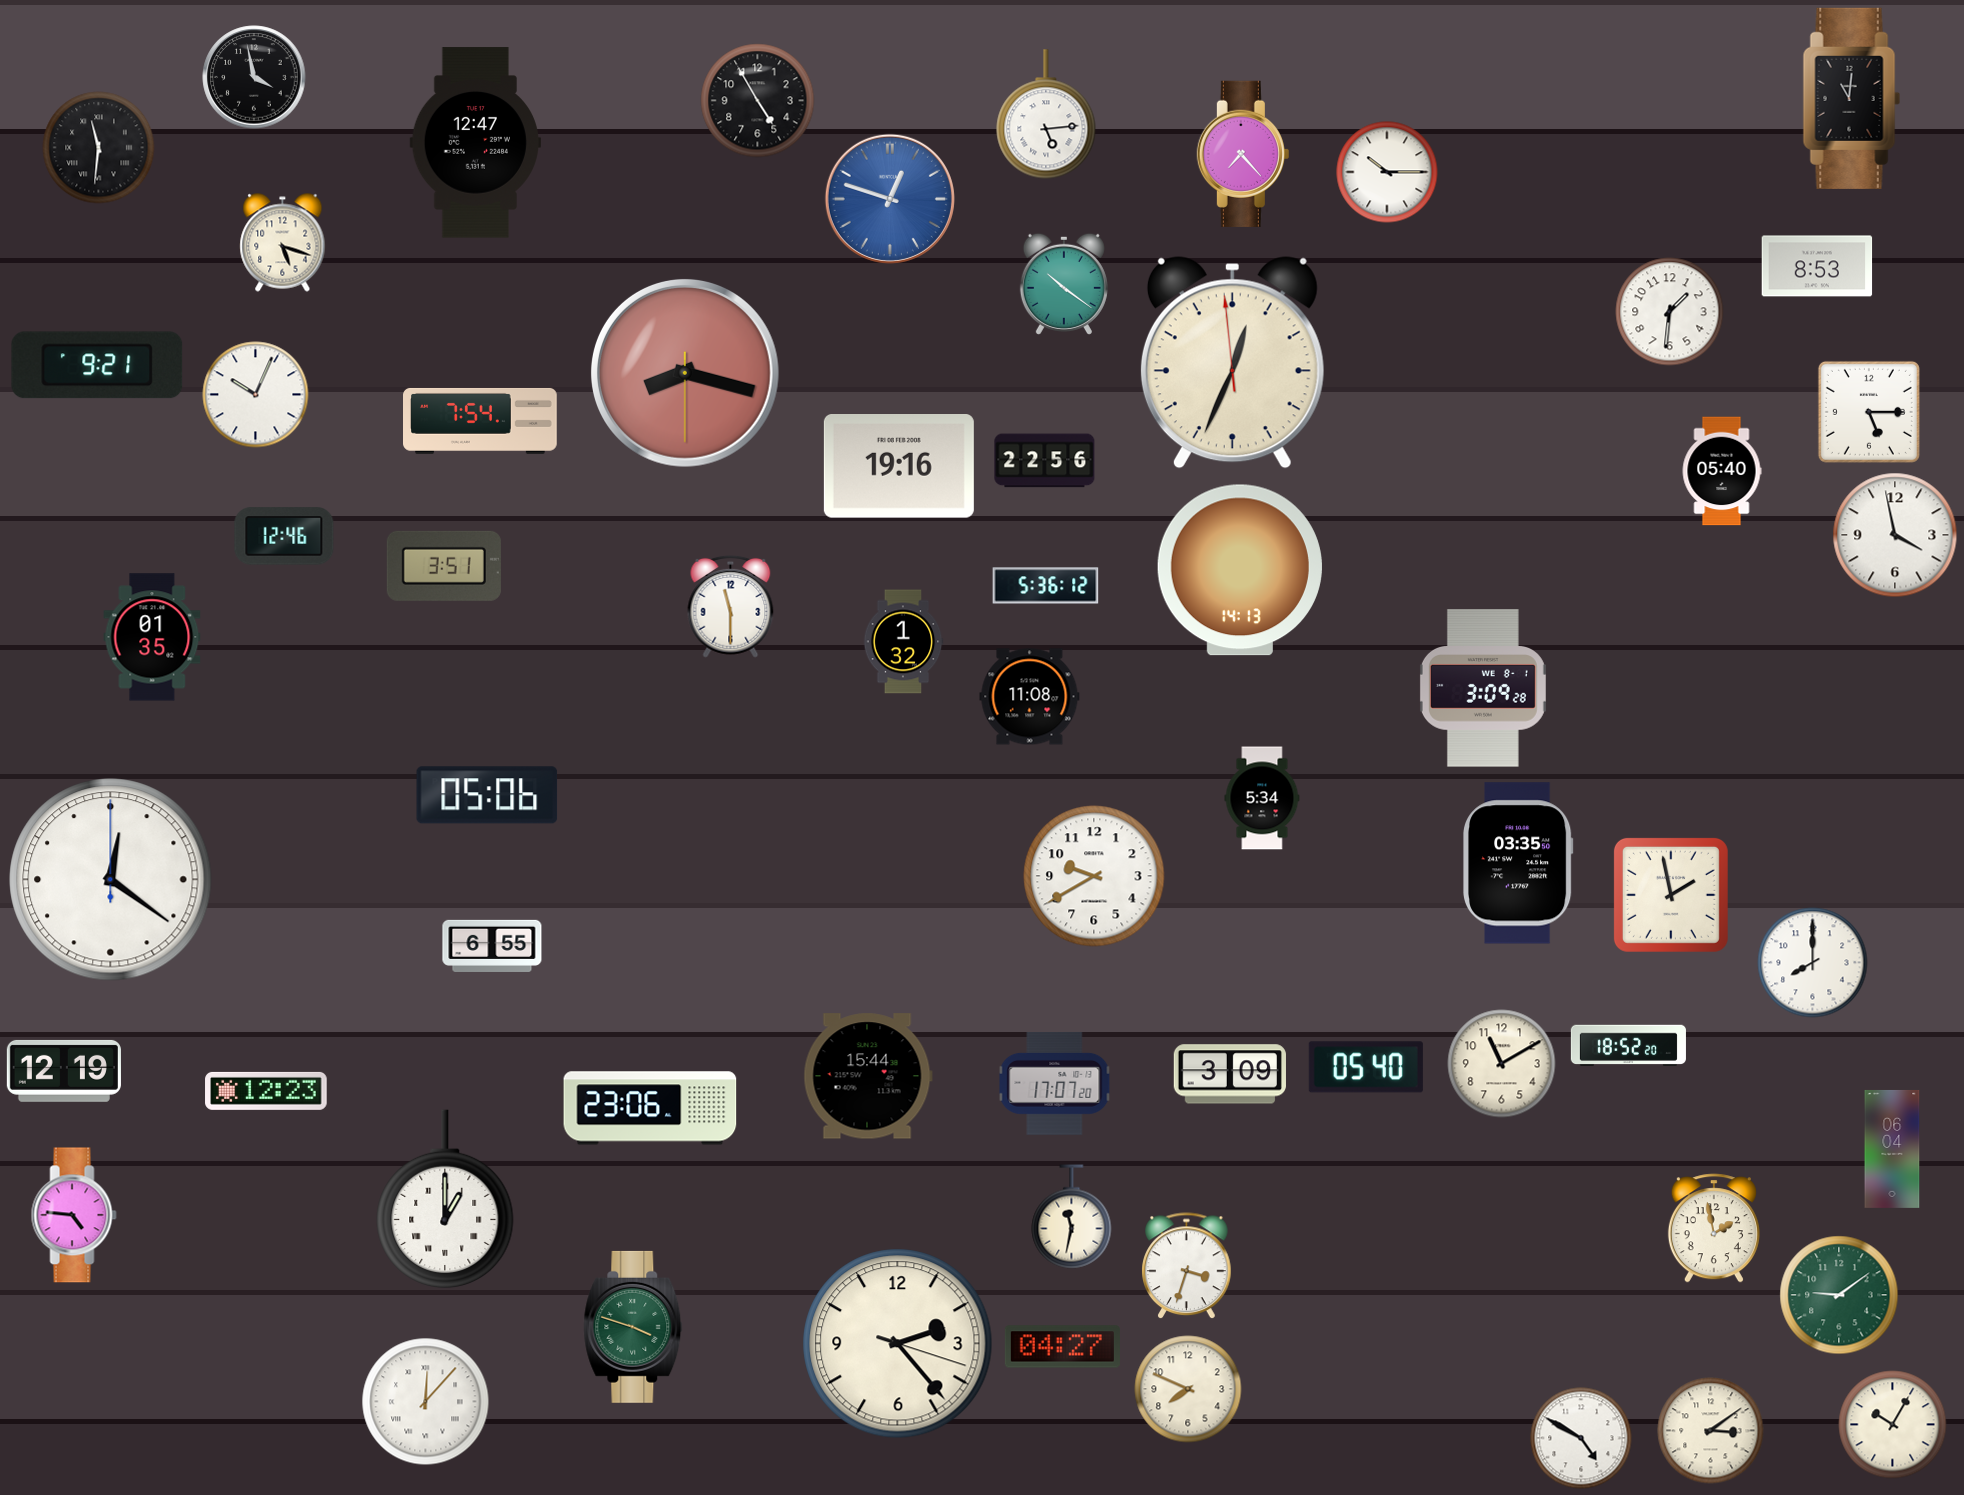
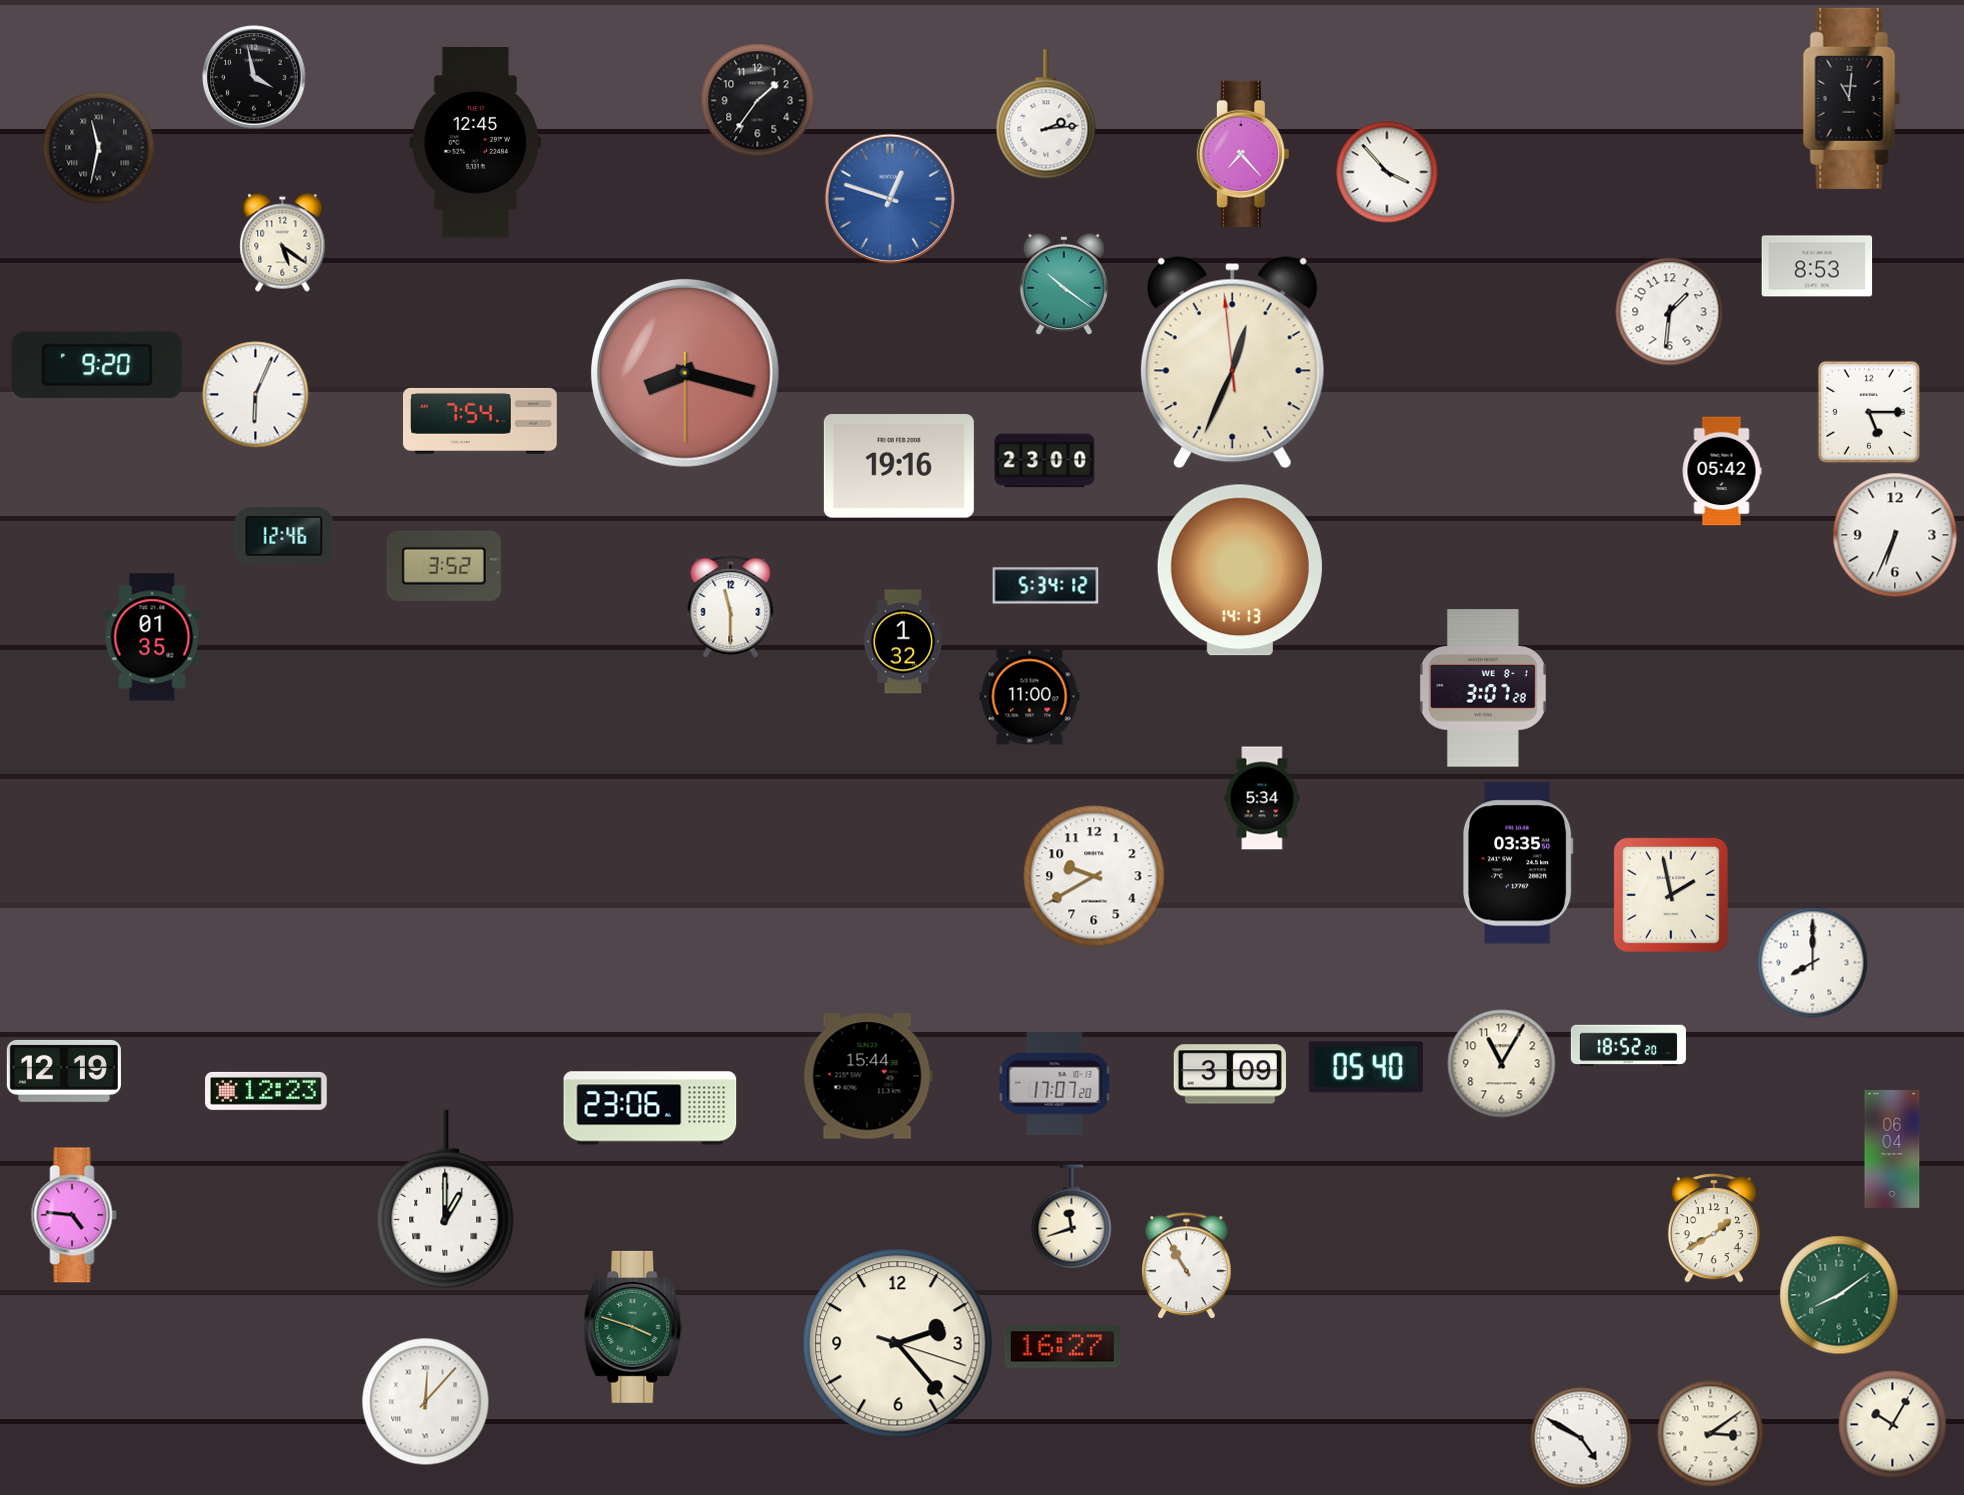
clock at (758, 101): 4:55 -> 1:36
clock at (1046, 114): 5:14 -> 2:14
clock at (475, 143): 12:47 -> 12:45
clock at (99, 148): 11:31 -> 11:32
clock at (1387, 172): 10:15 -> 3:53
clock at (283, 243): 5:18 -> 5:21
clock at (97, 365): 9:21 -> 9:20
clock at (256, 395): 10:04 -> 6:04
clock at (1045, 461): 22:56 -> 23:00
clock at (1722, 471): 05:40 -> 05:42
clock at (1895, 535): 3:58 -> 6:34
clock at (444, 566): 3:51 -> 3:52
clock at (1046, 586): 5:36 -> 5:34
clock at (1483, 688): 3:09 -> 3:07
clock at (1030, 697): 11:08 -> 11:00
clock at (487, 795): 05:06 -> none
clock at (111, 880): 12:21 -> none
clock at (492, 946): 6:55 -> none
clock at (1502, 1064): 11:10 -> 11:05
clock at (1072, 1217): 11:32 -> 11:42
clock at (1714, 1228): 1:58 -> 1:40
clock at (1187, 1266): 3:33 -> 10:55
clock at (1839, 1295): 9:09 -> 8:09
clock at (1062, 1347): 04:27 -> 16:27
clock at (1188, 1389): 7:49 -> none
clock at (1711, 1431) position: (1711, 1431) -> (1711, 1434)
